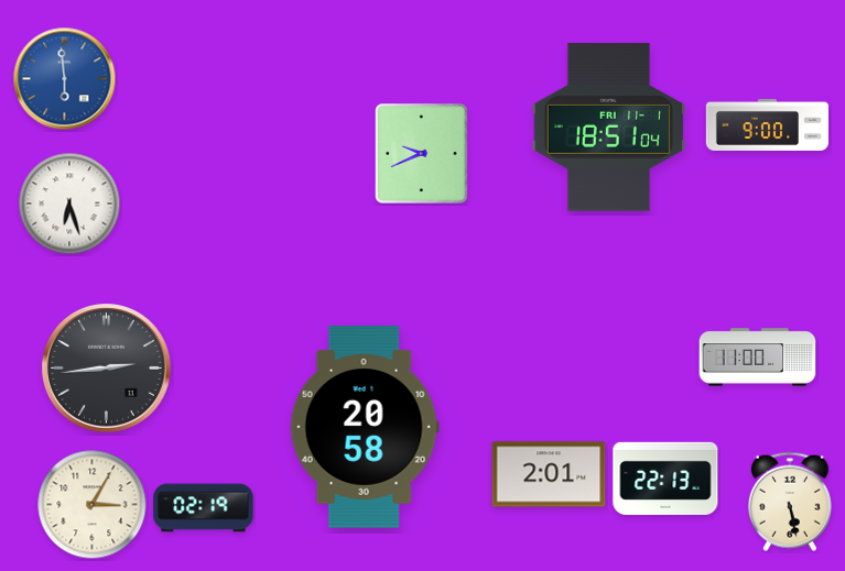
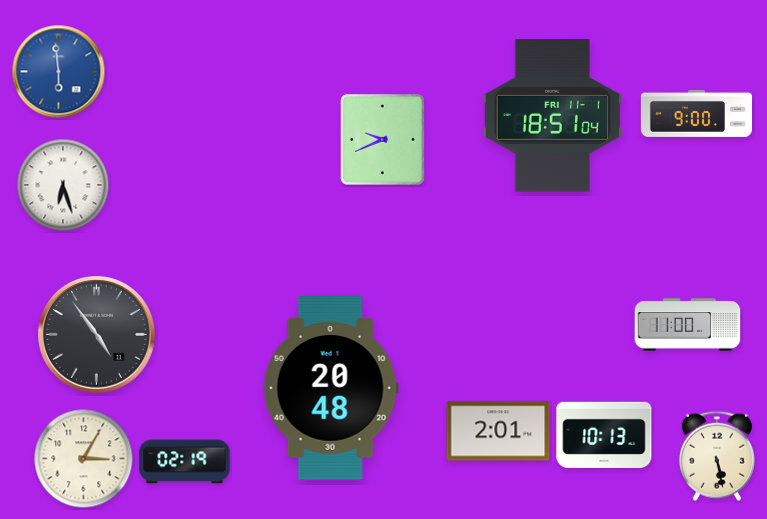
clock at (107, 369): 2:44 -> 4:54
clock at (365, 428): 20:58 -> 20:48
clock at (665, 479): 22:13 -> 10:13
